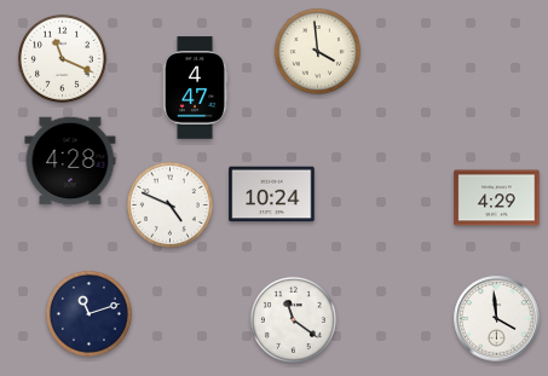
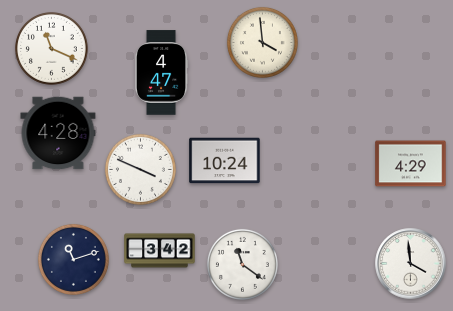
clock at (169, 204): 4:49 -> 3:49
clock at (160, 251): none -> 3:42
